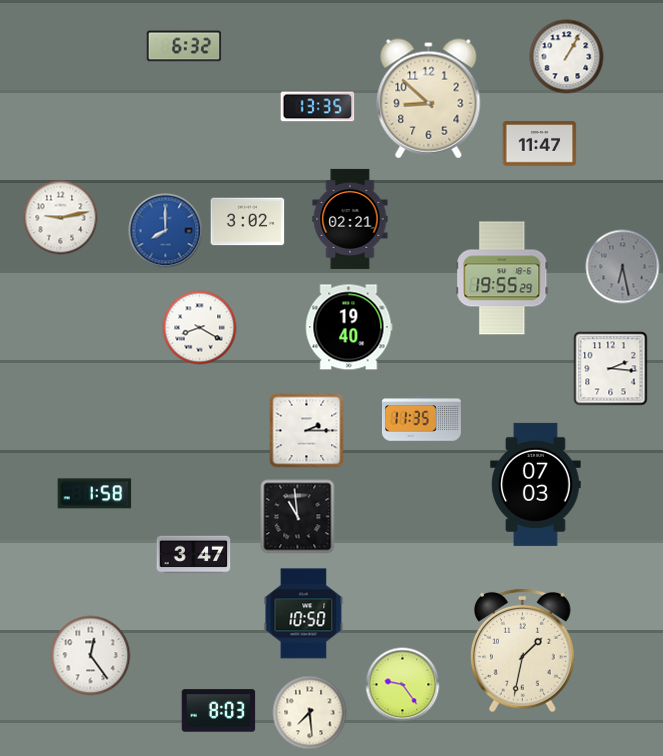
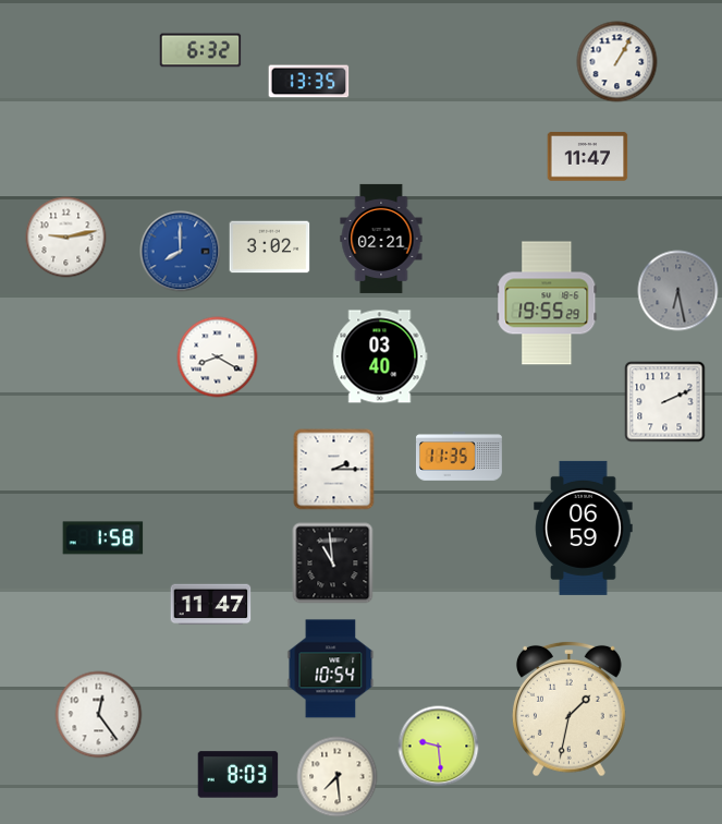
clock at (429, 99): 8:52 -> none
clock at (318, 107) position: (318, 107) -> (309, 82)
clock at (248, 222) position: (248, 222) -> (270, 247)
clock at (349, 327): 19:40 -> 03:40
clock at (611, 369): 2:16 -> 2:11
clock at (536, 484): 07:03 -> 06:59
clock at (298, 517) position: (298, 517) -> (333, 564)
clock at (194, 555): 3:47 -> 11:47
clock at (304, 614): 10:50 -> 10:54
clock at (403, 685): 9:24 -> 9:29
